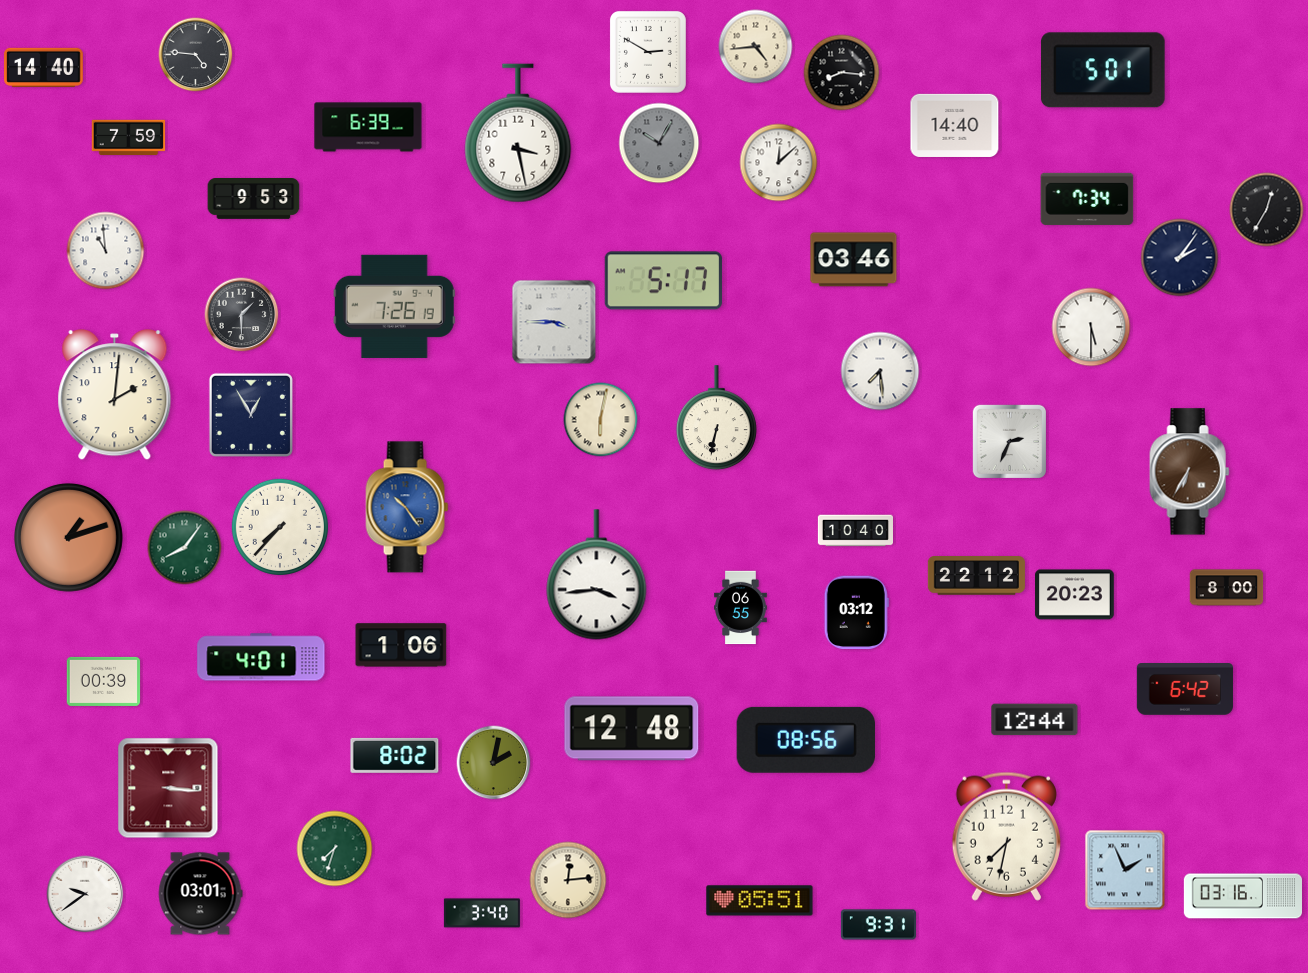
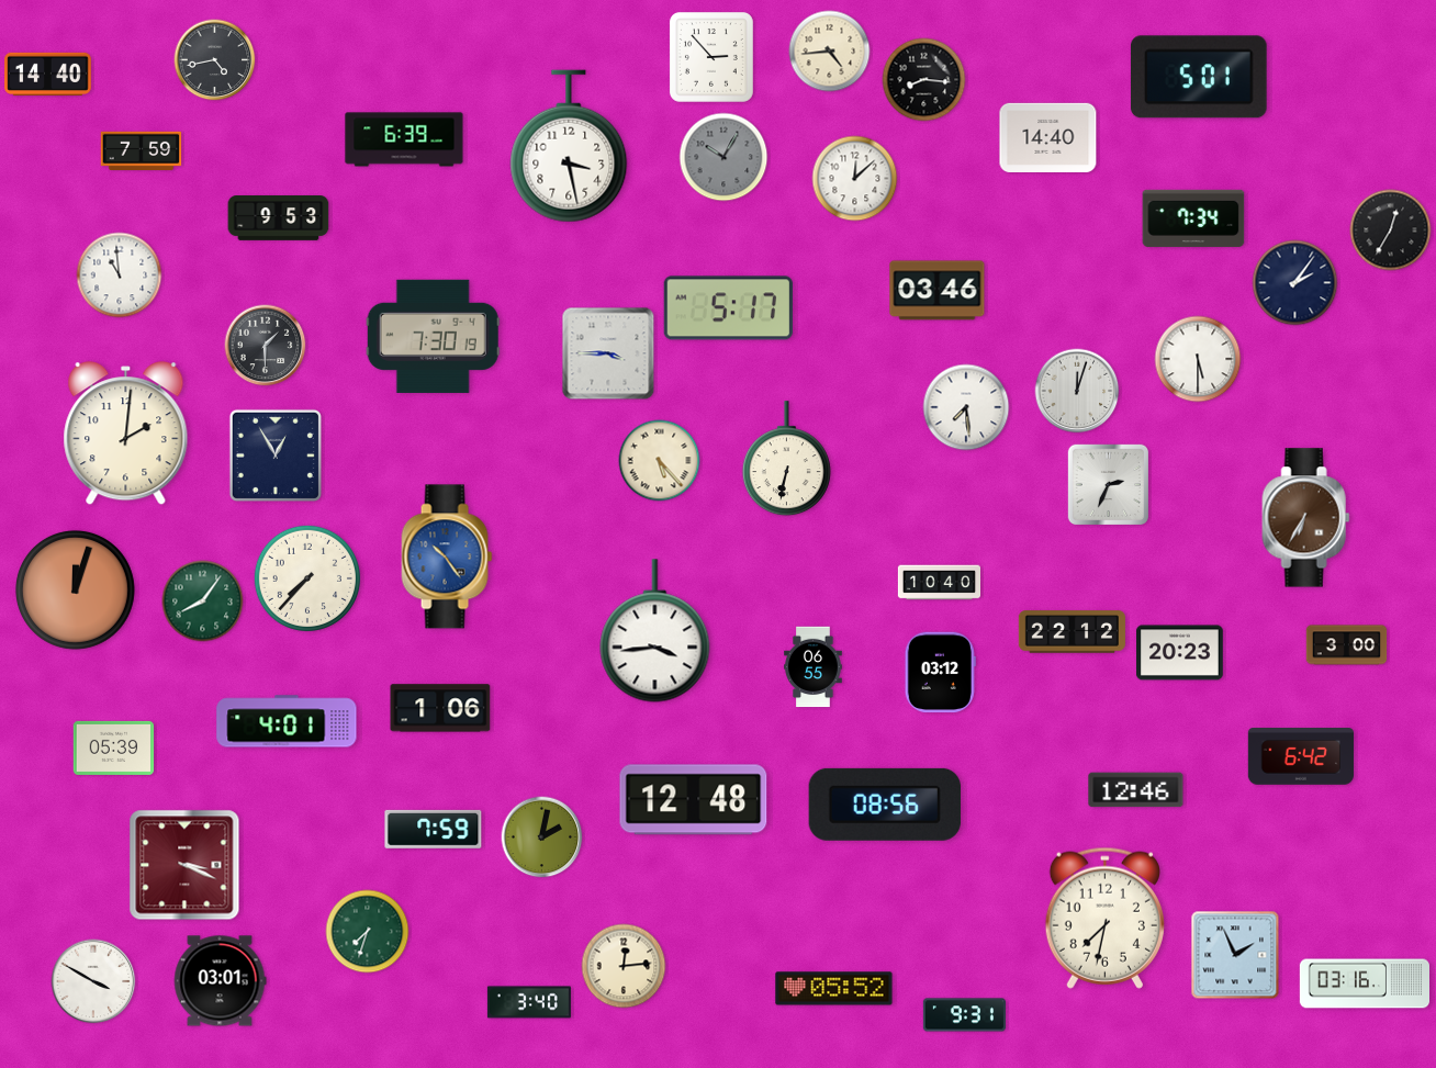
clock at (648, 52): 2:50 -> 2:53
clock at (196, 55): 4:46 -> 4:43
clock at (1103, 70) position: (1103, 70) -> (1199, 77)
clock at (106, 251) position: (106, 251) -> (120, 276)
clock at (854, 260) position: (854, 260) -> (938, 291)
clock at (394, 306): 7:26 -> 7:30
clock at (1077, 391): none -> 12:03
clock at (601, 420): 6:02 -> 5:23
clock at (68, 537): 1:12 -> 12:03
clock at (1227, 588): 8:00 -> 3:00
clock at (104, 681): 00:39 -> 05:39
clock at (1035, 720): 12:44 -> 12:46
clock at (806, 740) position: (806, 740) -> (885, 805)
clock at (395, 755): 8:02 -> 7:59
clock at (168, 788): 3:16 -> 3:19
clock at (85, 894): 9:39 -> 3:50
clock at (760, 901): 05:51 -> 05:52
